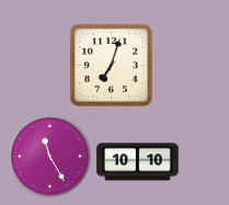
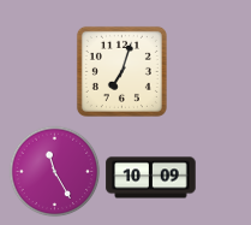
clock at (138, 162): 10:10 -> 10:09
